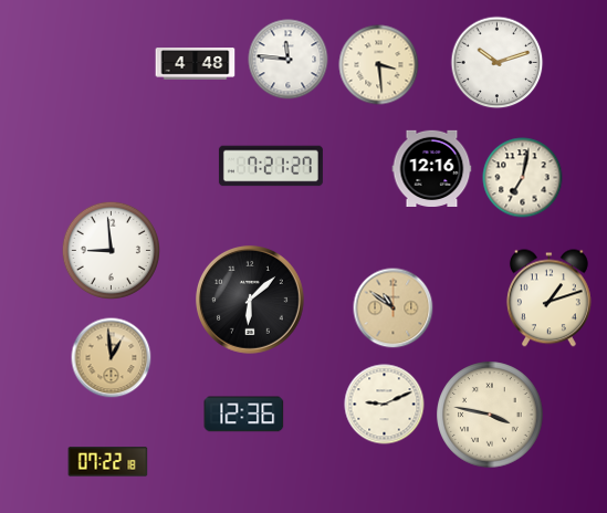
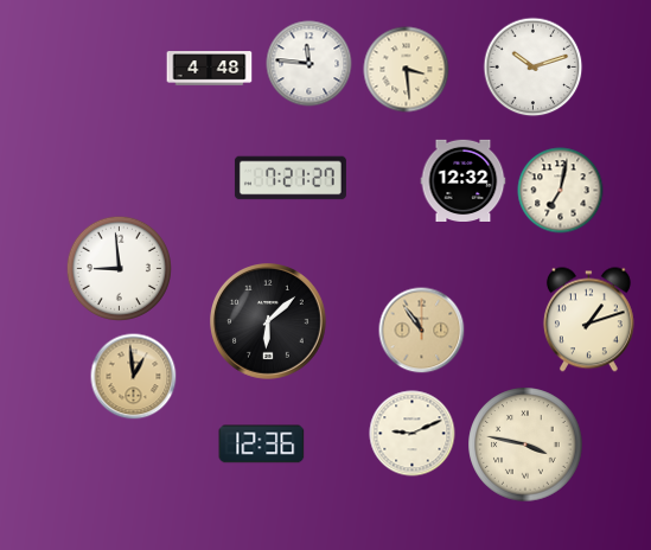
clock at (432, 168): 12:16 -> 12:32
clock at (394, 308): 10:51 -> 10:54
clock at (112, 358) position: (112, 358) -> (134, 377)
clock at (108, 462): 07:22 -> none
